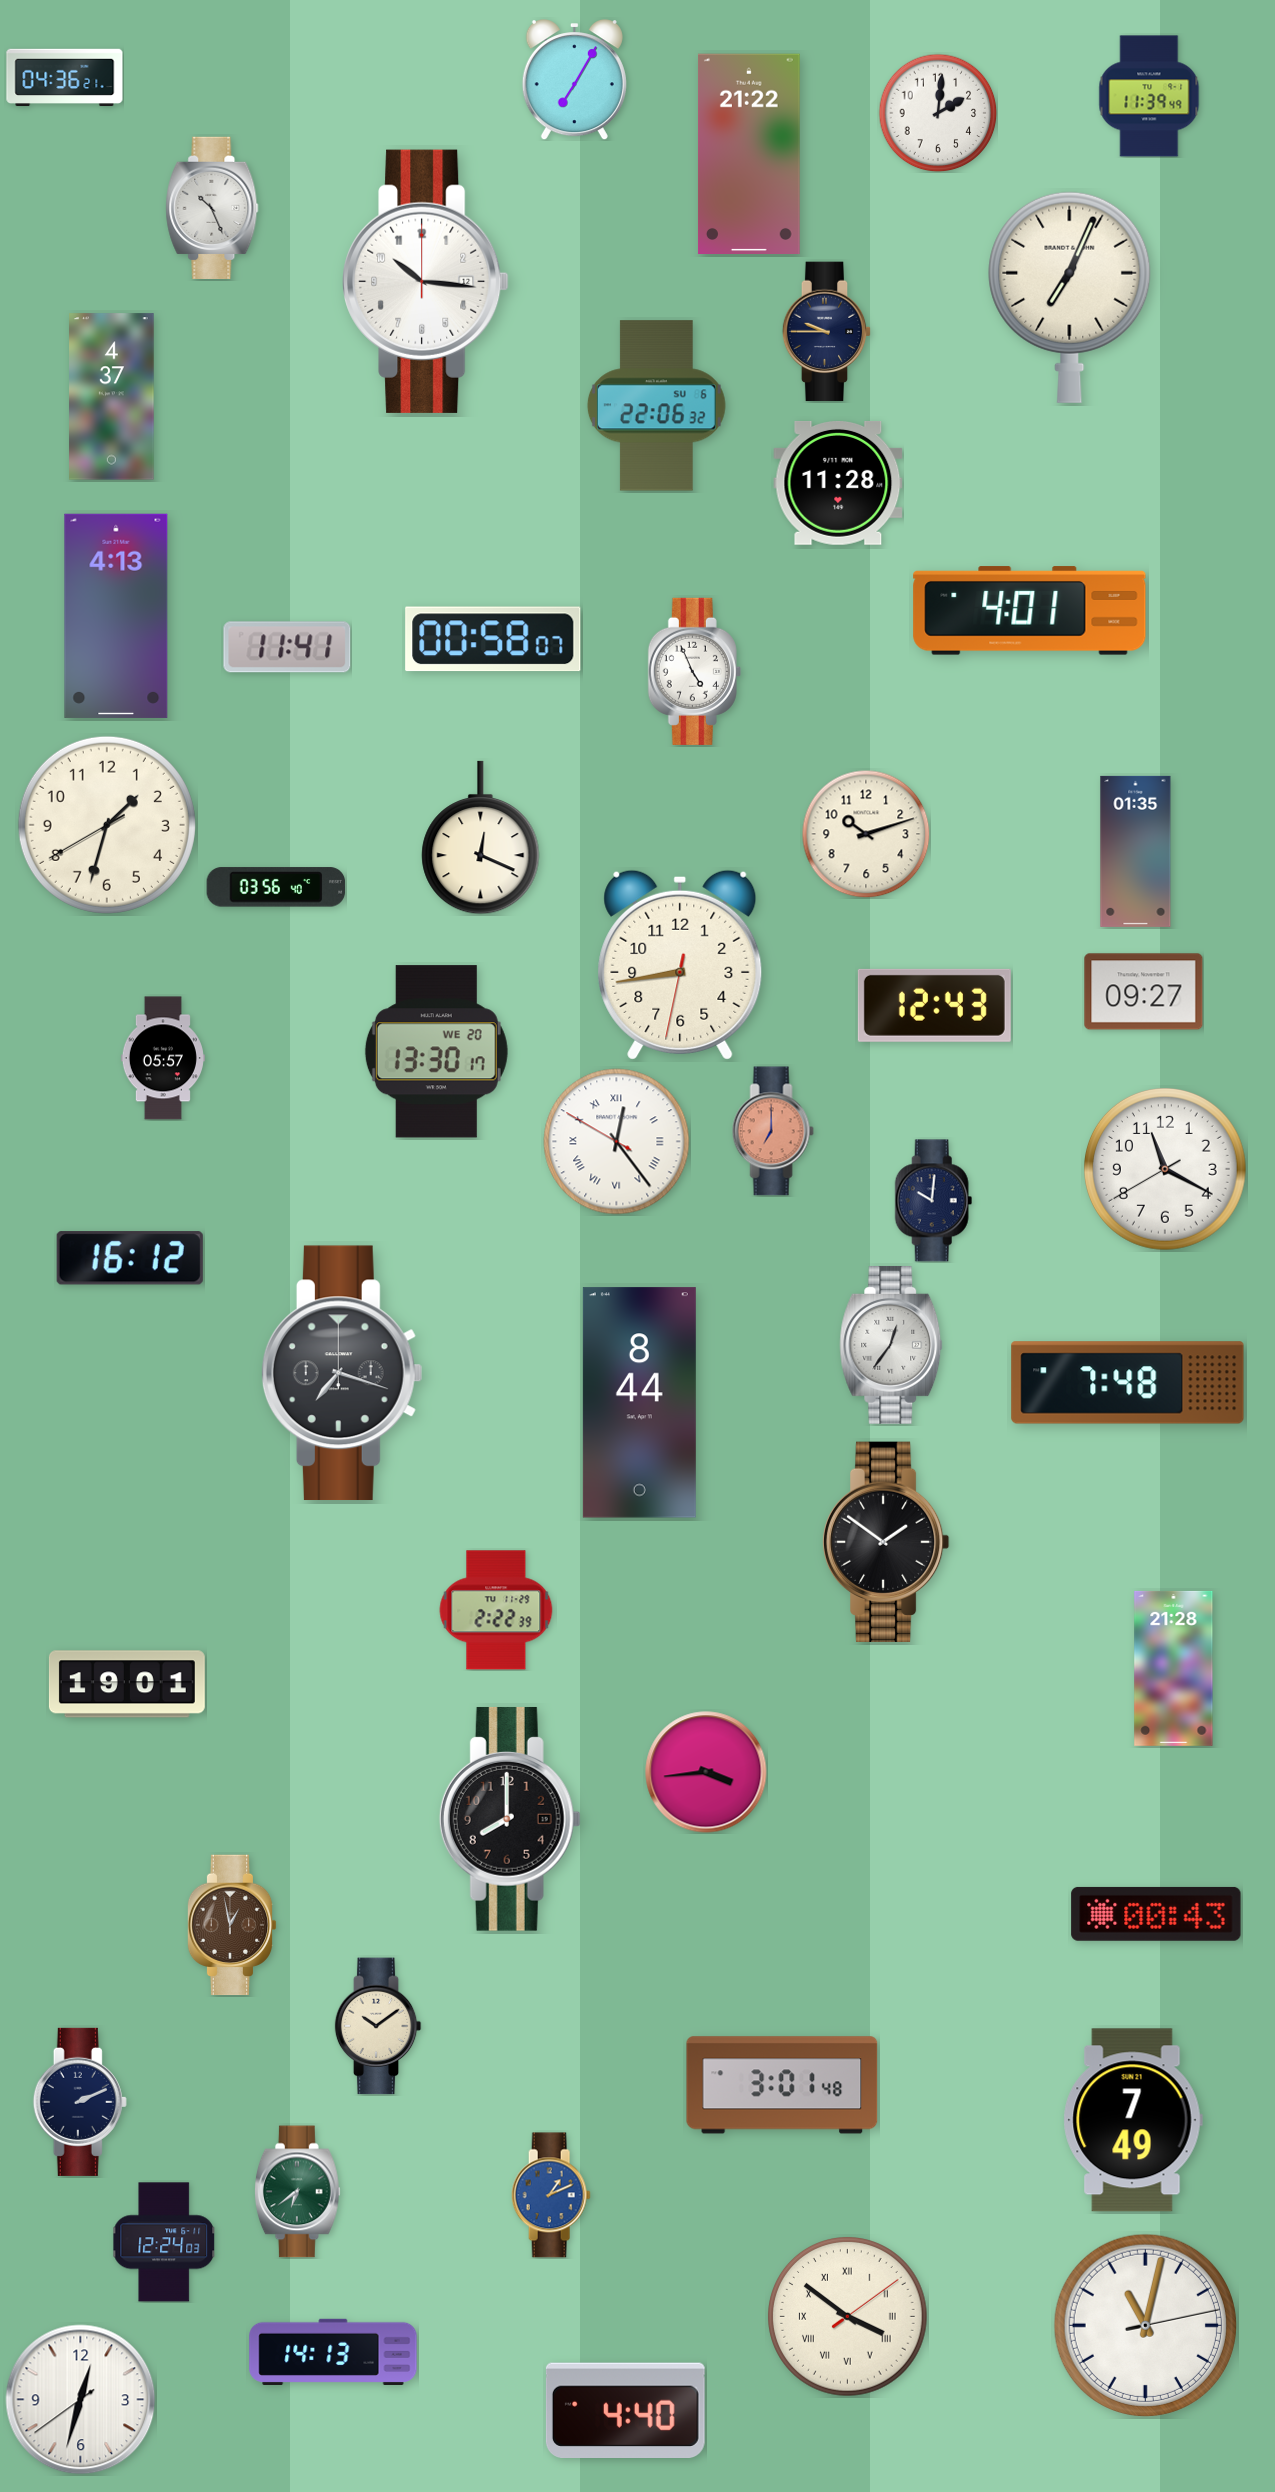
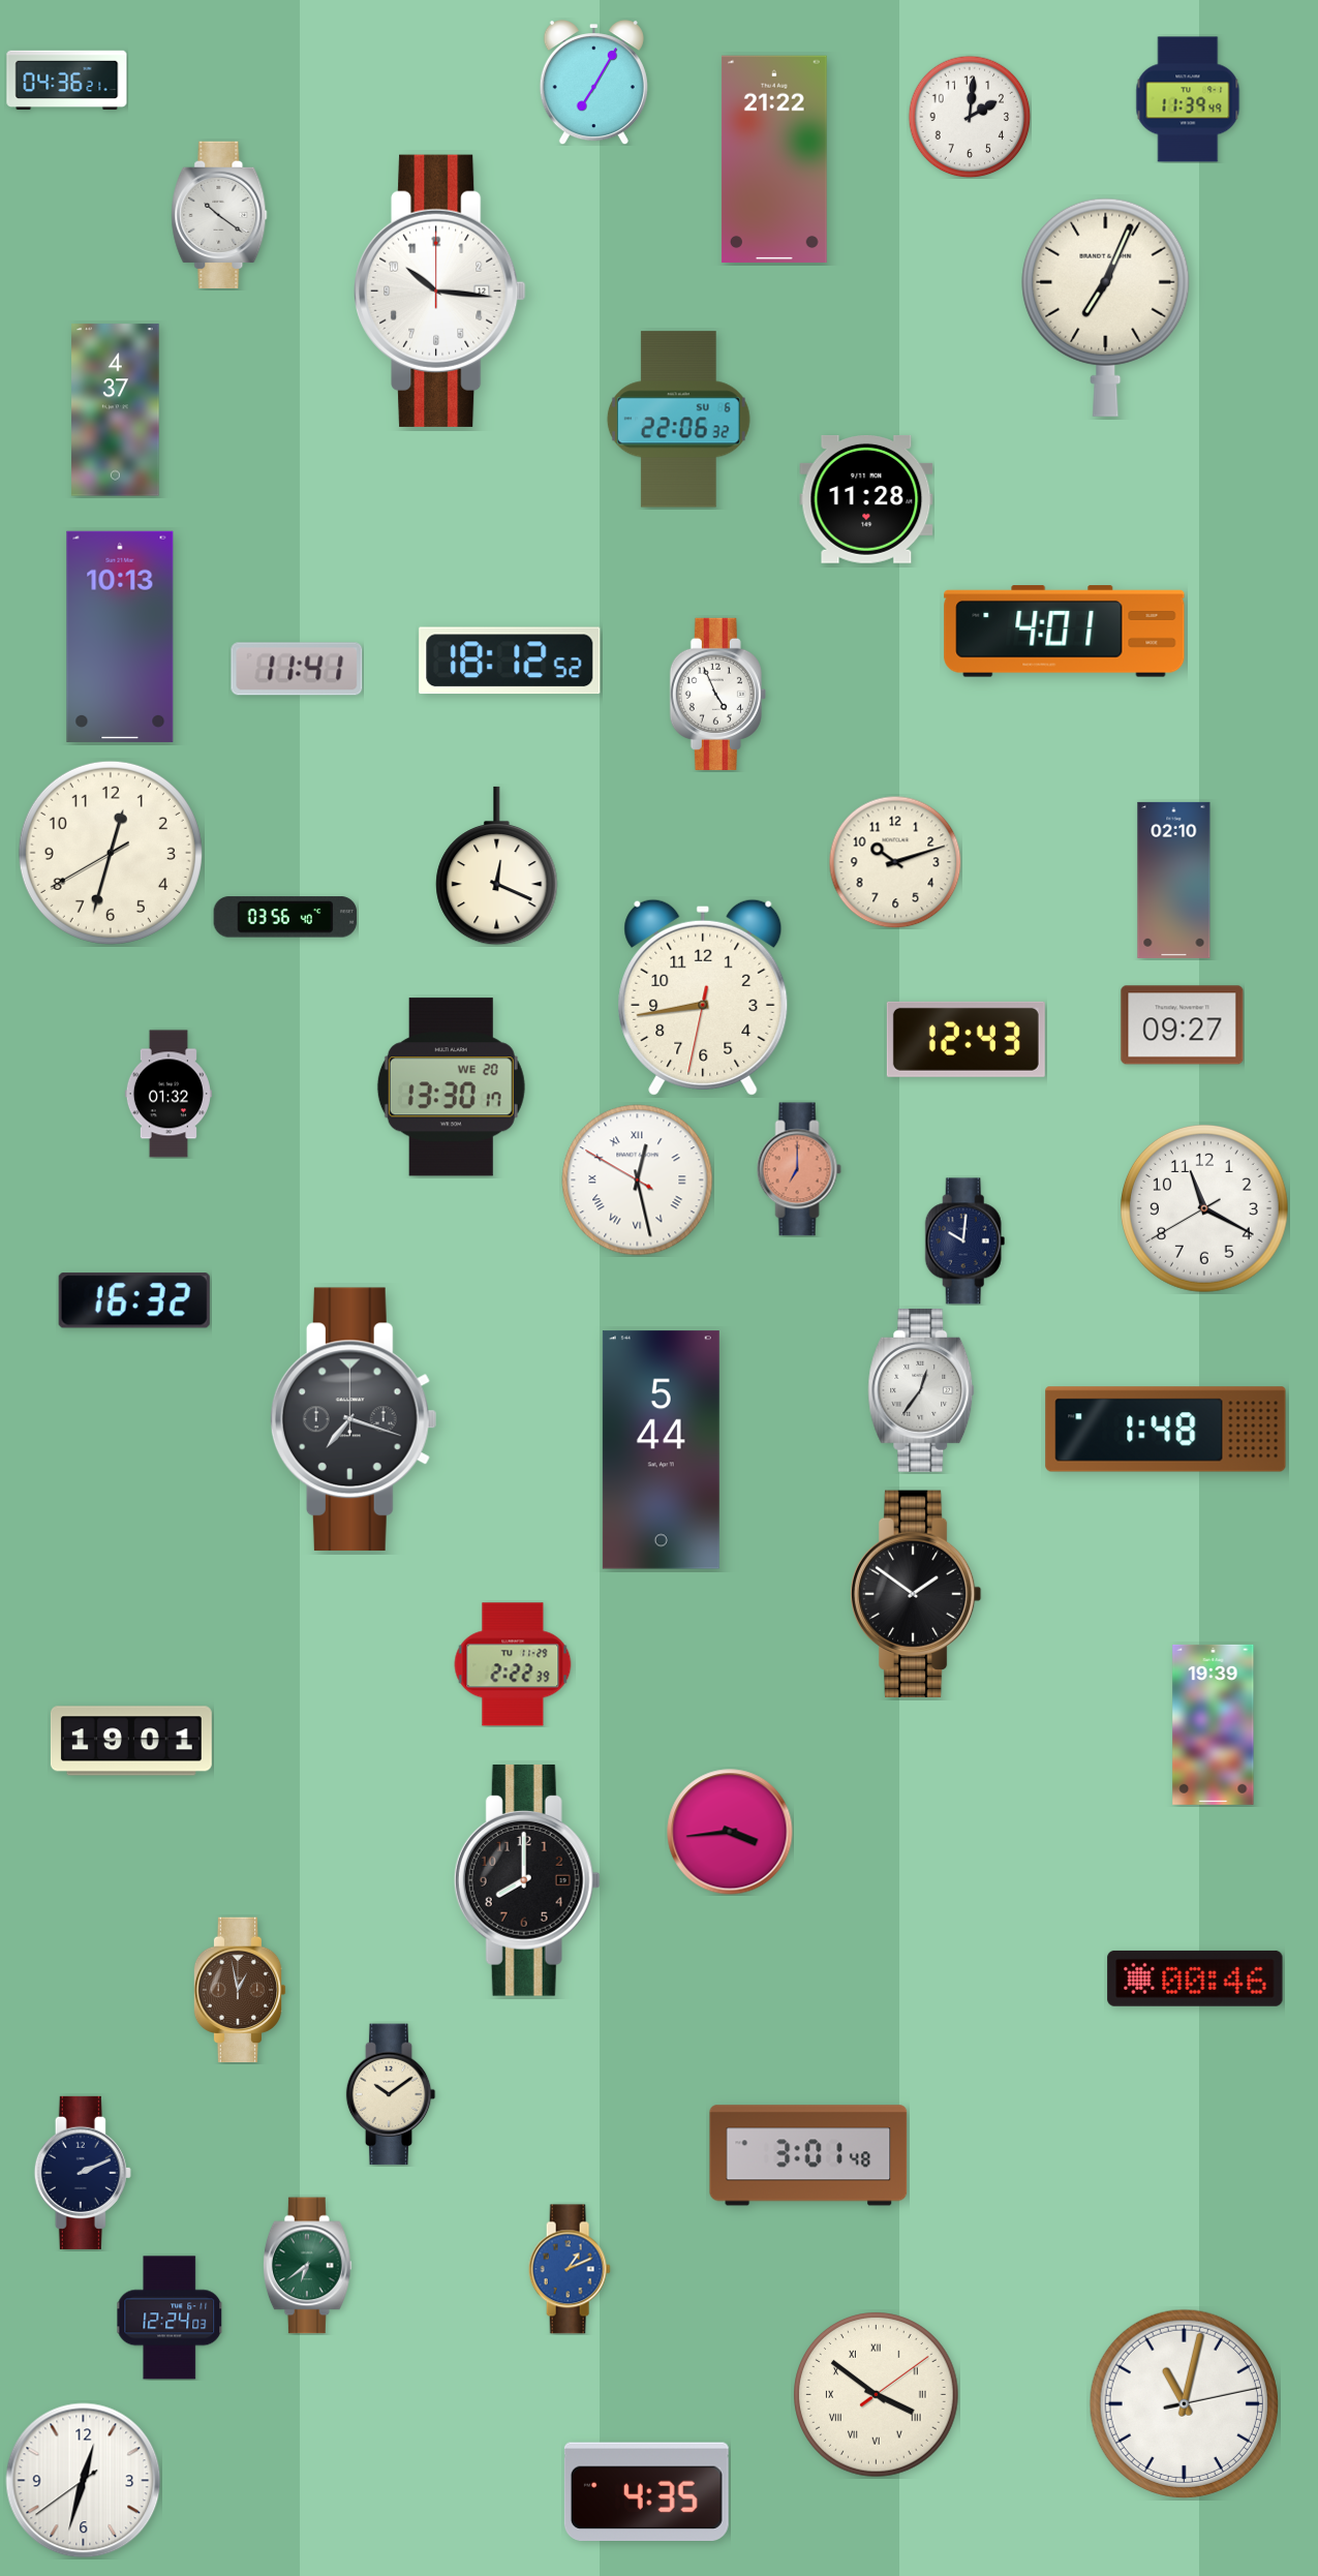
clock at (212, 207): 10:26 -> 10:21
clock at (827, 332): 9:45 -> none
clock at (116, 616): 4:13 -> 10:13
clock at (493, 639): 00:58 -> 18:12
clock at (107, 825): 1:32 -> 12:32
clock at (1136, 851): 01:35 -> 02:10
clock at (163, 1058): 05:57 -> 01:32
clock at (617, 1142): 12:23 -> 12:27
clock at (130, 1258): 16:12 -> 16:32
clock at (1128, 1383): 7:48 -> 1:48
clock at (639, 1403): 8:44 -> 5:44
clock at (1174, 1668): 21:28 -> 19:39
clock at (1156, 1914): 00:43 -> 00:46
clock at (1133, 2120): 7:49 -> none
clock at (333, 2352): 14:13 -> none
clock at (625, 2410): 4:40 -> 4:35
